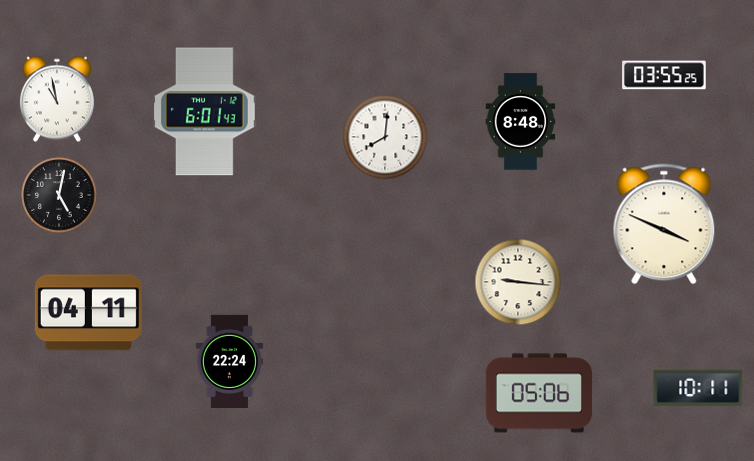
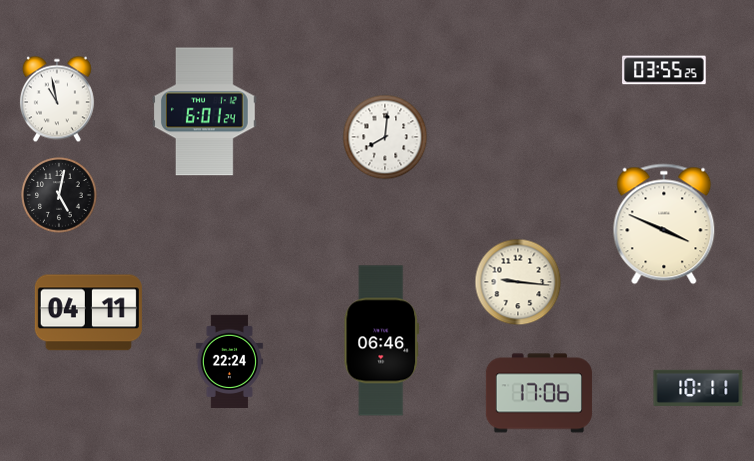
clock at (664, 75) position: (664, 75) -> (664, 70)
clock at (204, 112): 6:01:43 -> 6:01:24
clock at (521, 122): 8:48 -> none
clock at (382, 341): none -> 06:46
clock at (539, 393): 05:06 -> 17:06
